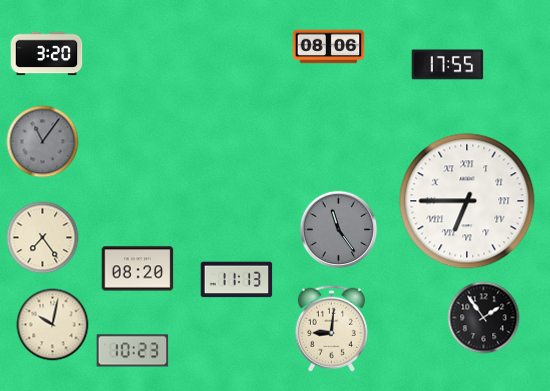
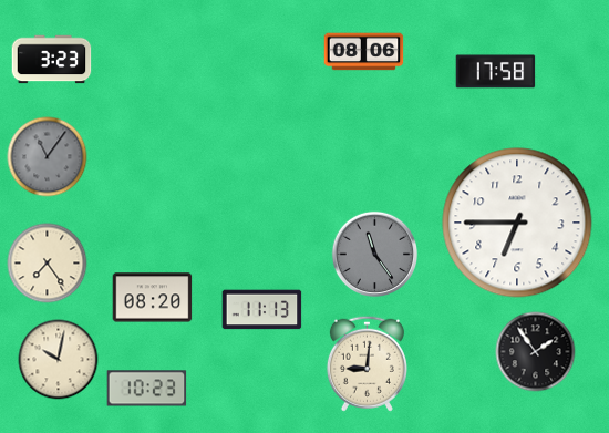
clock at (47, 54): 3:20 -> 3:23
clock at (448, 65): 17:55 -> 17:58
clock at (467, 201) numerals: Roman -> Arabic
